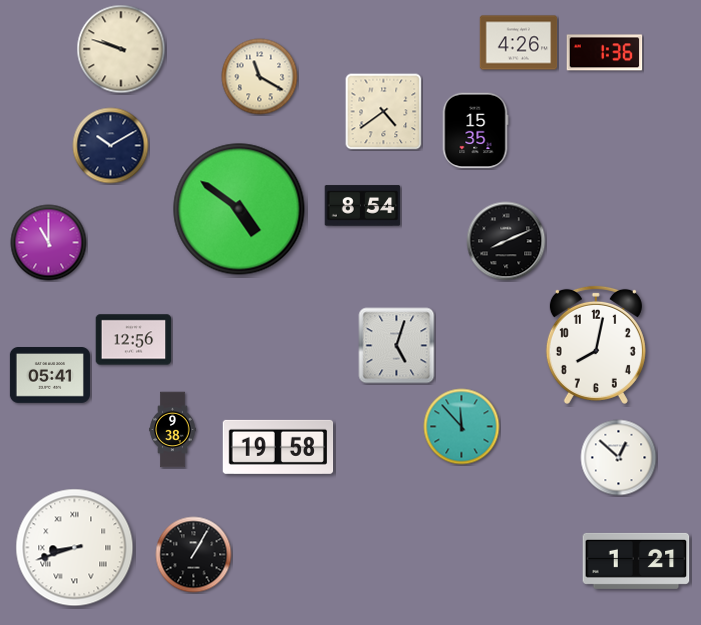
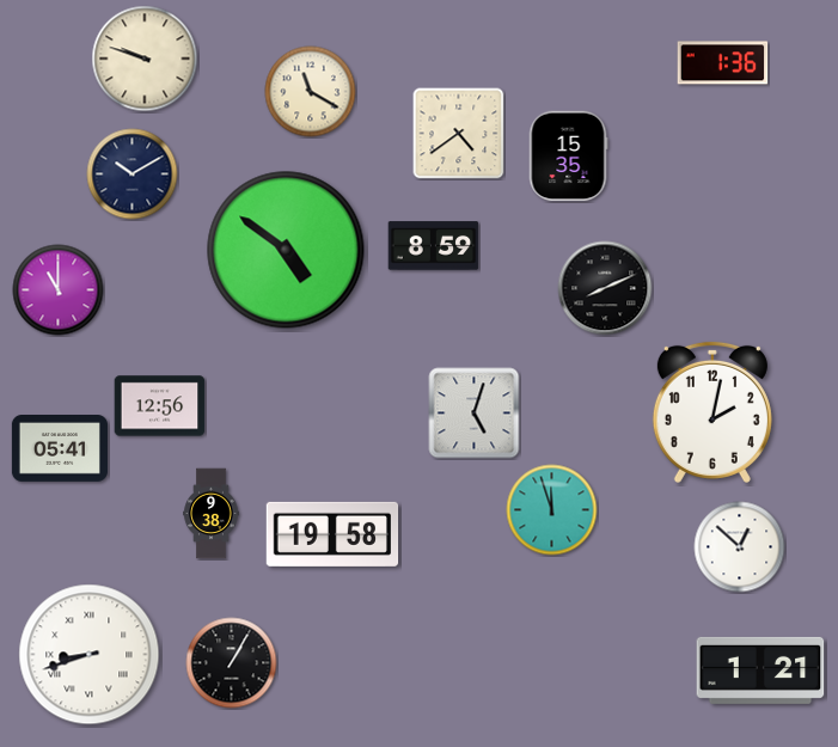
clock at (519, 43): 4:26 -> none
clock at (363, 206): 8:54 -> 8:59
clock at (596, 345): 8:02 -> 2:02
clock at (462, 427): 11:53 -> 11:57
clock at (173, 430) position: (173, 430) -> (212, 514)
